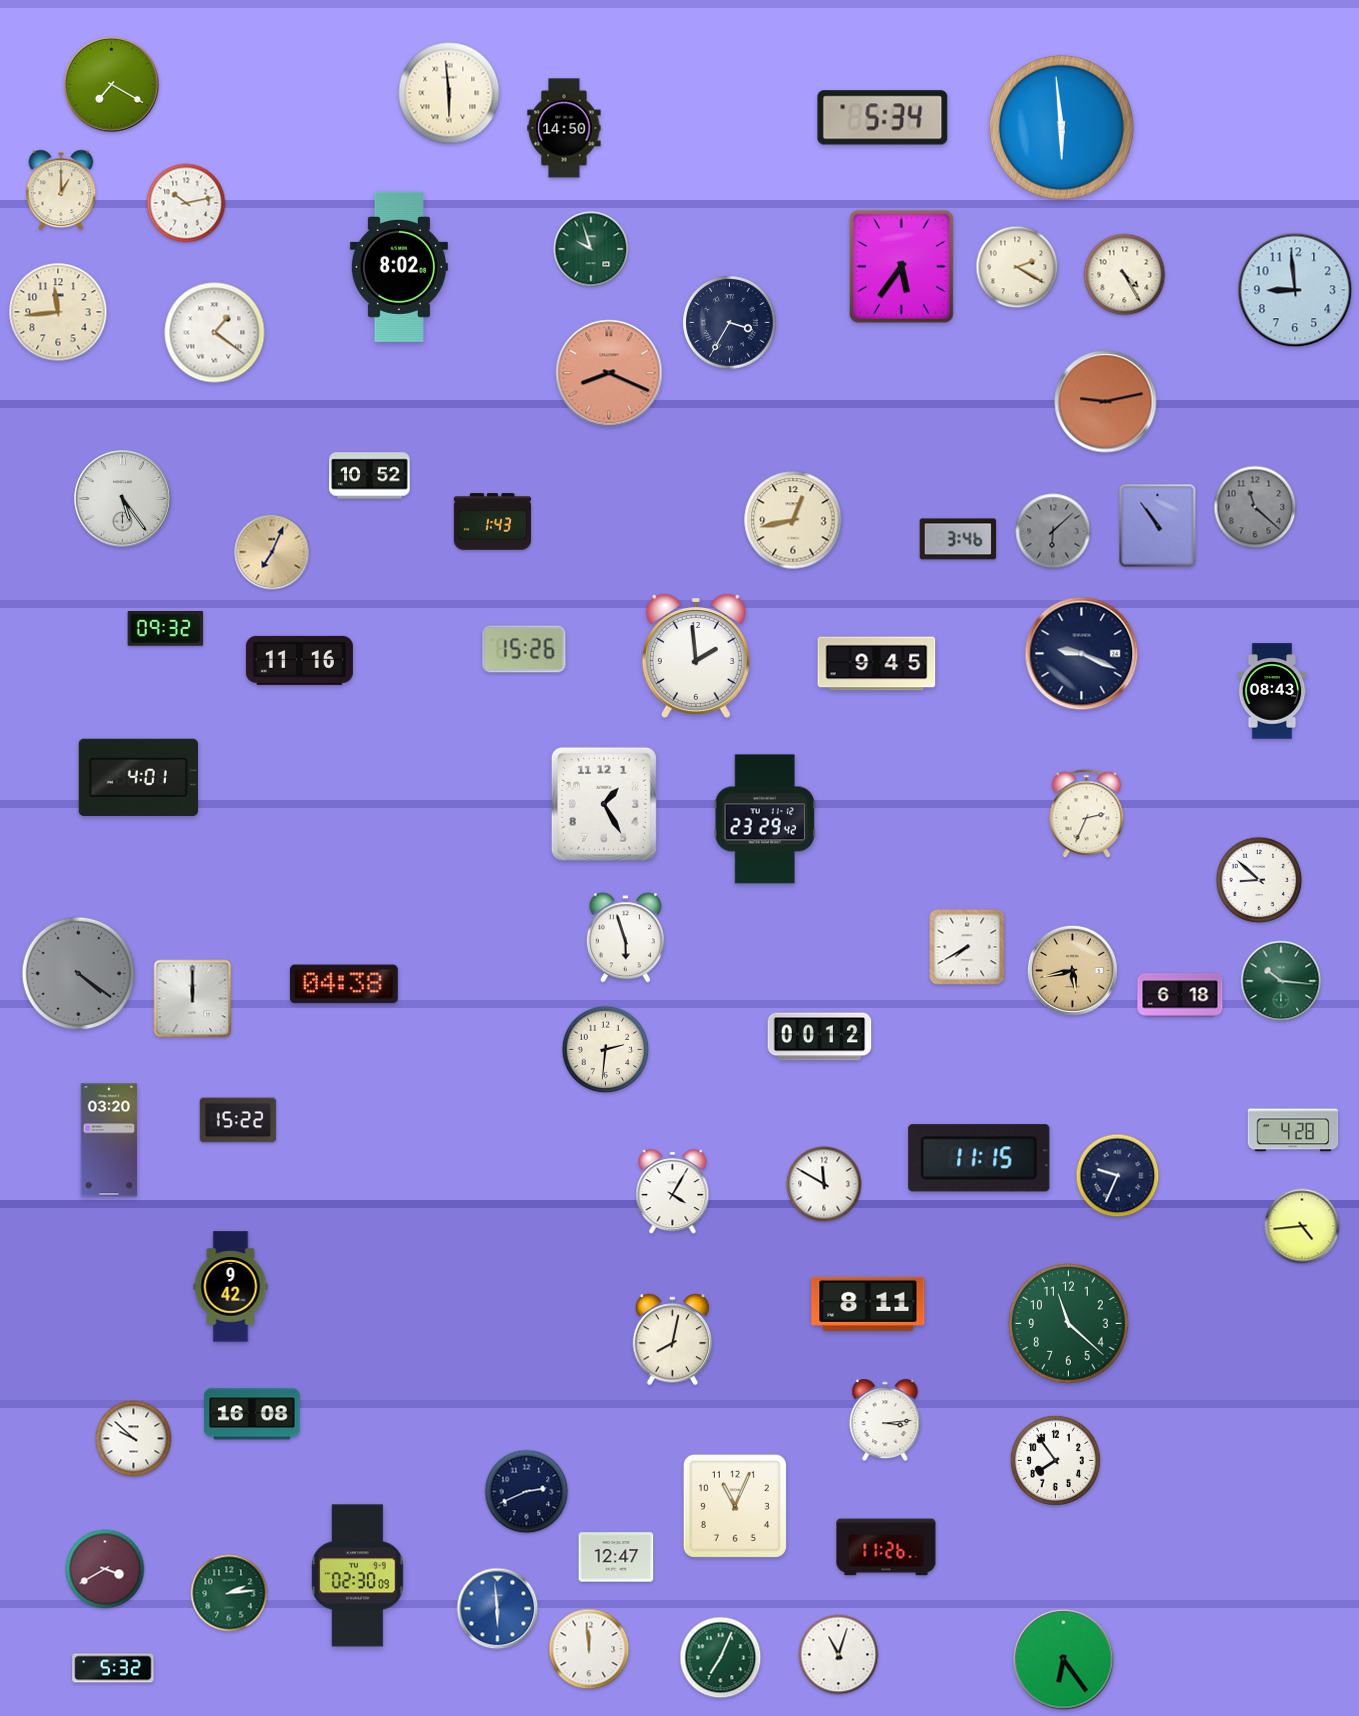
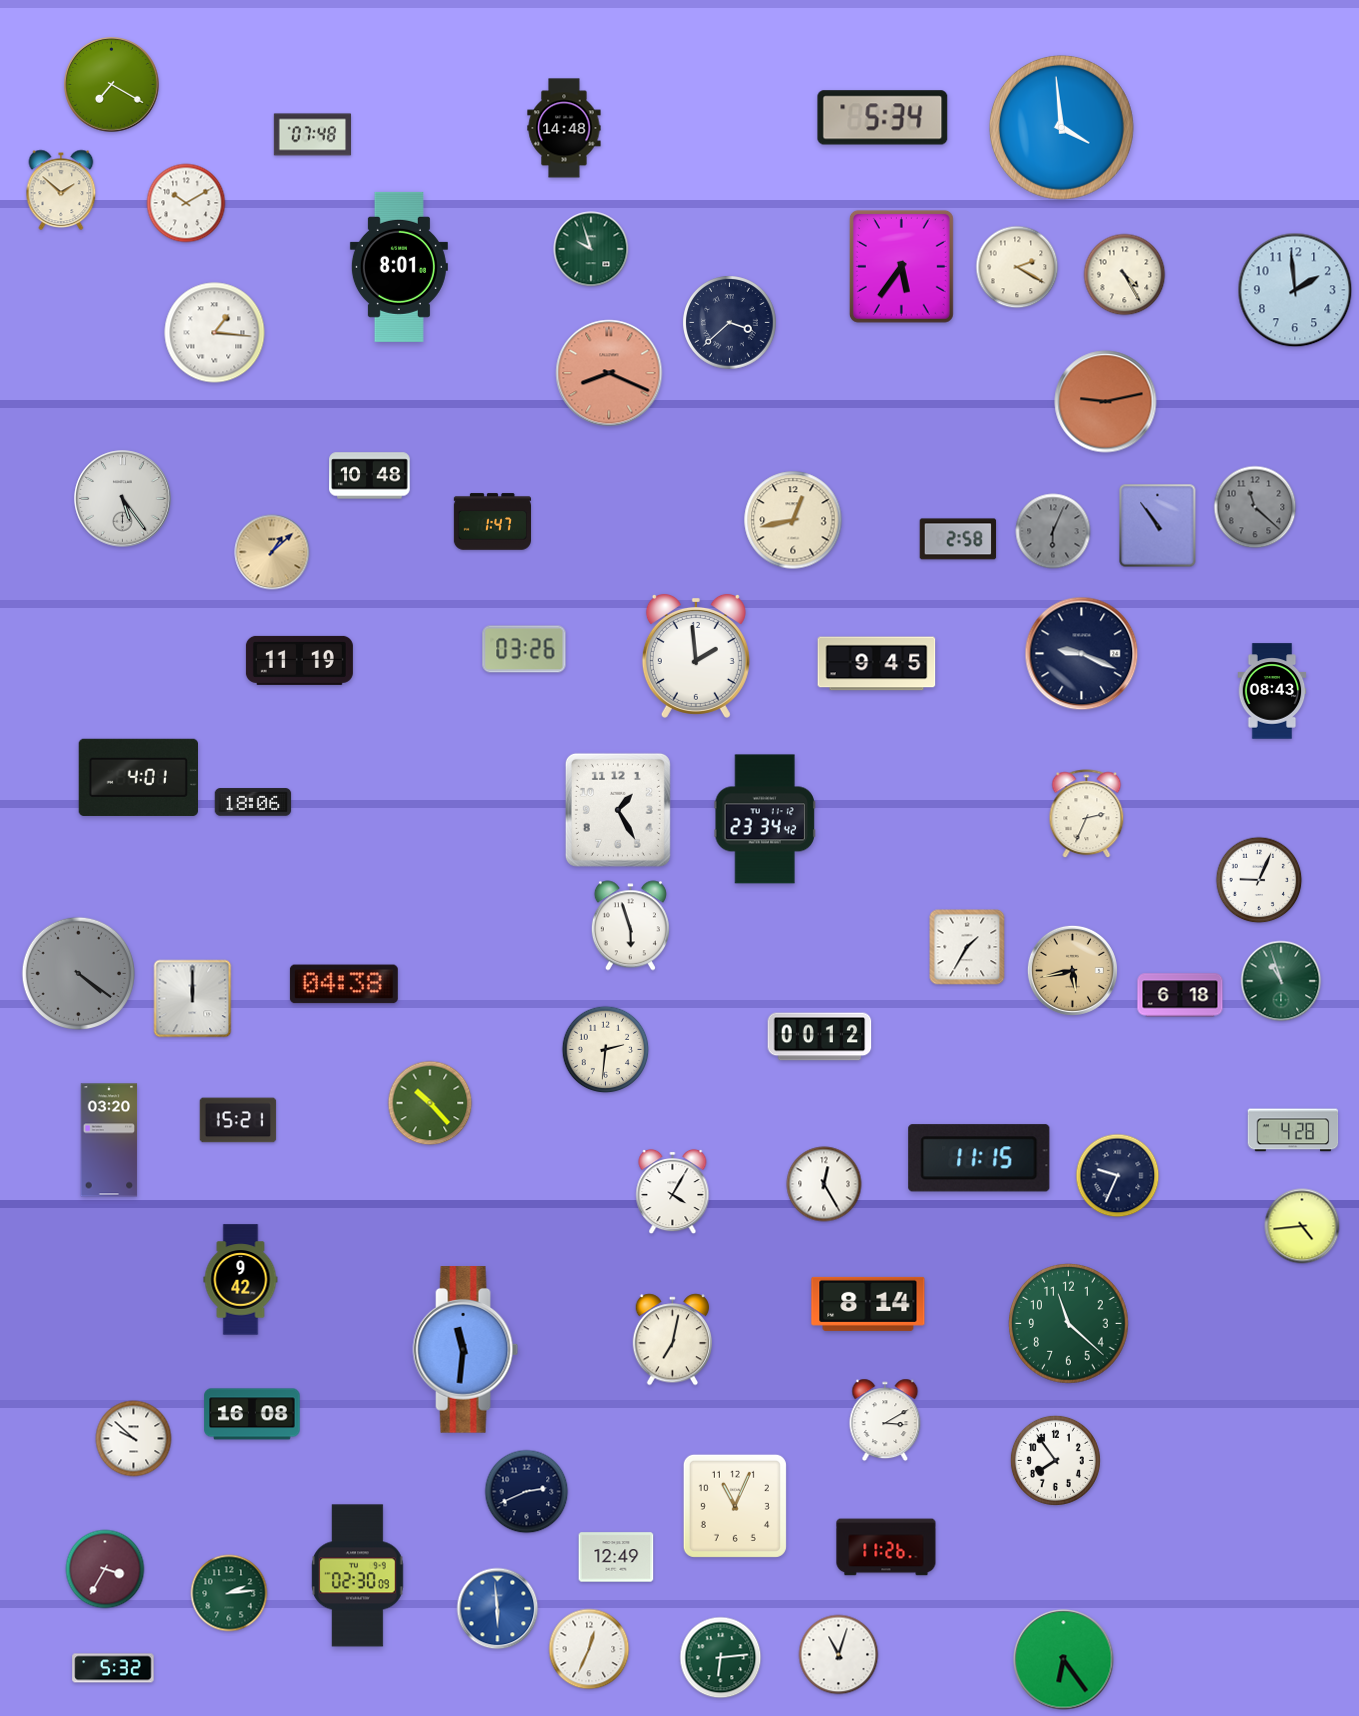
clock at (449, 93): 5:59 -> none
clock at (1061, 127): 5:59 -> 3:59
clock at (564, 128): 14:50 -> 14:48
clock at (312, 135): none -> 07:48
clock at (61, 190): 1:00 -> 1:52
clock at (186, 203): 10:13 -> 10:10
clock at (399, 267): 8:02 -> 8:01
clock at (1295, 290): 8:59 -> 1:59
clock at (58, 312): 11:44 -> none
clock at (730, 323): 3:35 -> 3:38
clock at (215, 333): 1:21 -> 1:16
clock at (370, 476): 10:52 -> 10:48
clock at (492, 522): 1:43 -> 1:47
clock at (1053, 531): 6:08 -> 6:04
clock at (958, 539): 3:46 -> 2:58
clock at (272, 552): 7:04 -> 1:08
clock at (166, 629): 09:32 -> none
clock at (524, 649): 15:26 -> 03:26
clock at (299, 660): 11:16 -> 11:19
clock at (253, 802): none -> 18:06
clock at (604, 804) position: (604, 804) -> (618, 810)
clock at (765, 819): 23:29 -> 23:34
clock at (1259, 880): 8:52 -> 9:04
clock at (625, 938) position: (625, 938) -> (630, 926)
clock at (967, 947): 7:40 -> 1:35
clock at (1281, 981): 10:16 -> 10:57
clock at (430, 1103): none -> 10:23
clock at (238, 1120): 15:22 -> 15:21
clock at (824, 1184): 11:50 -> 12:25
clock at (231, 1287) position: (231, 1287) -> (241, 1280)
clock at (868, 1304): 8:11 -> 8:14
clock at (673, 1340): 8:02 -> 7:02
clock at (466, 1350): none -> 11:31
clock at (885, 1420): 3:14 -> 3:10
clock at (616, 1557): 12:47 -> 12:49
clock at (105, 1569): 3:40 -> 3:35
clock at (589, 1649): 11:59 -> 12:34
clock at (721, 1658): 7:04 -> 6:14
